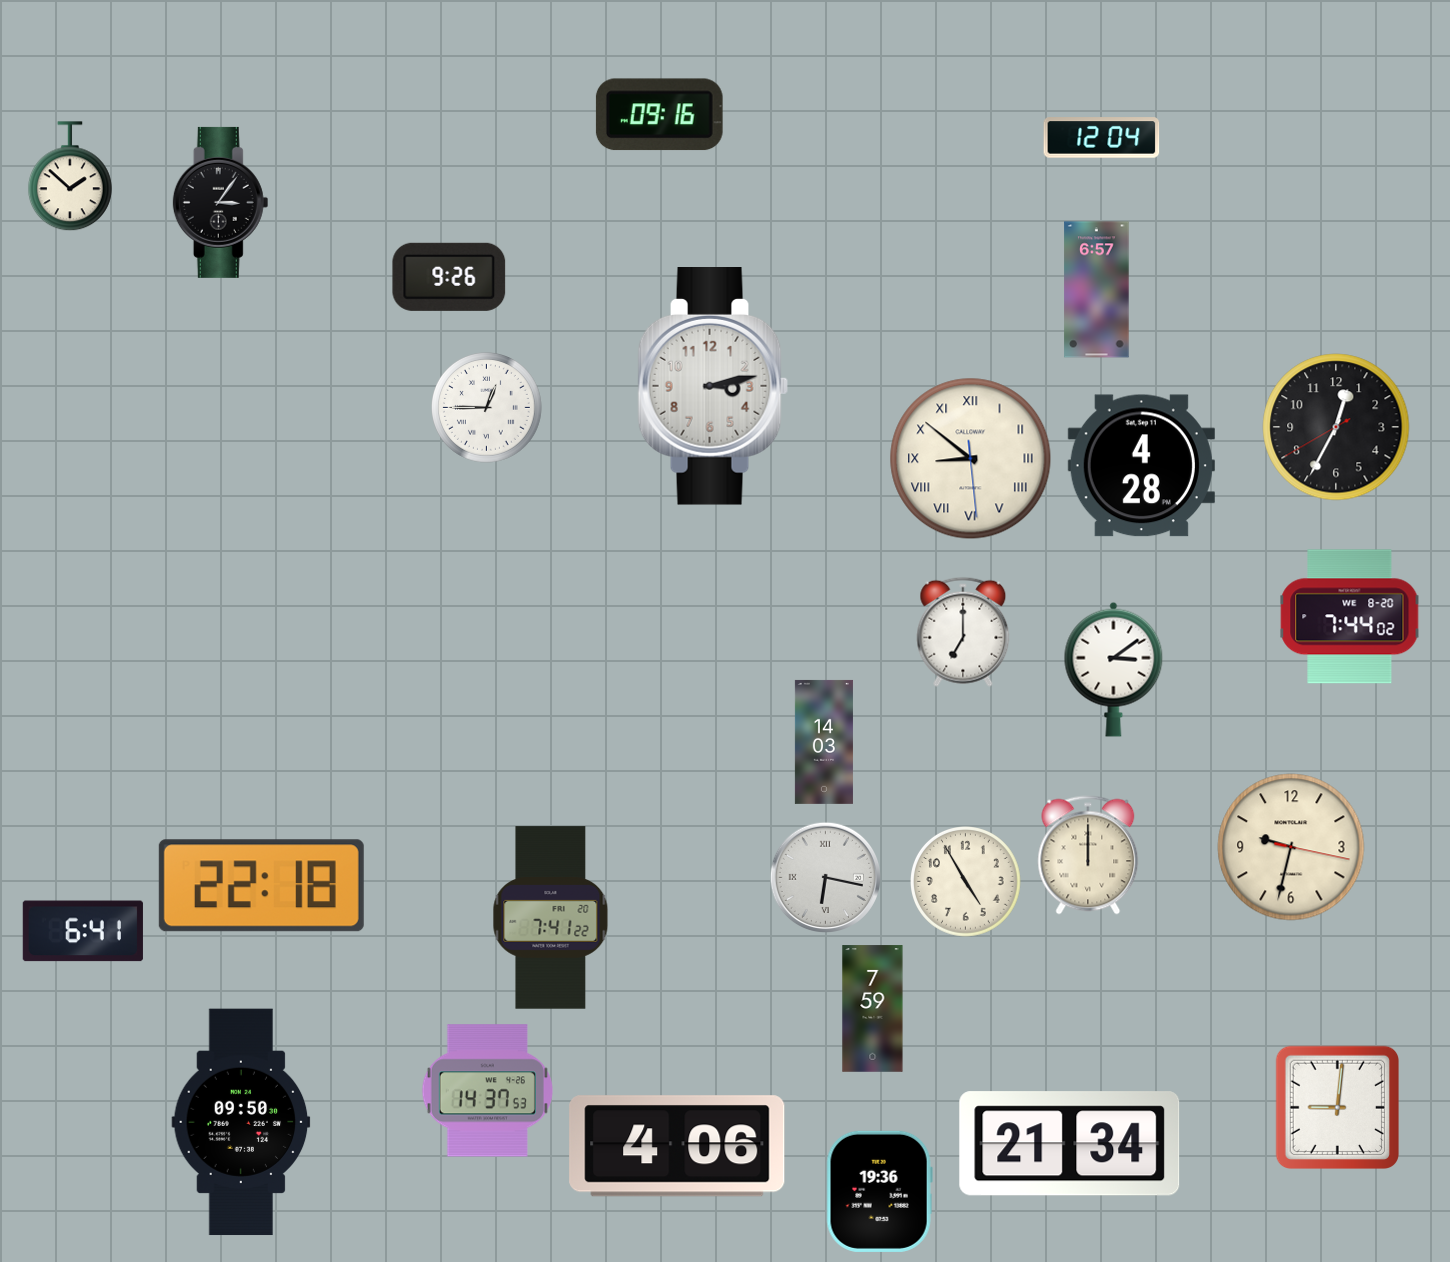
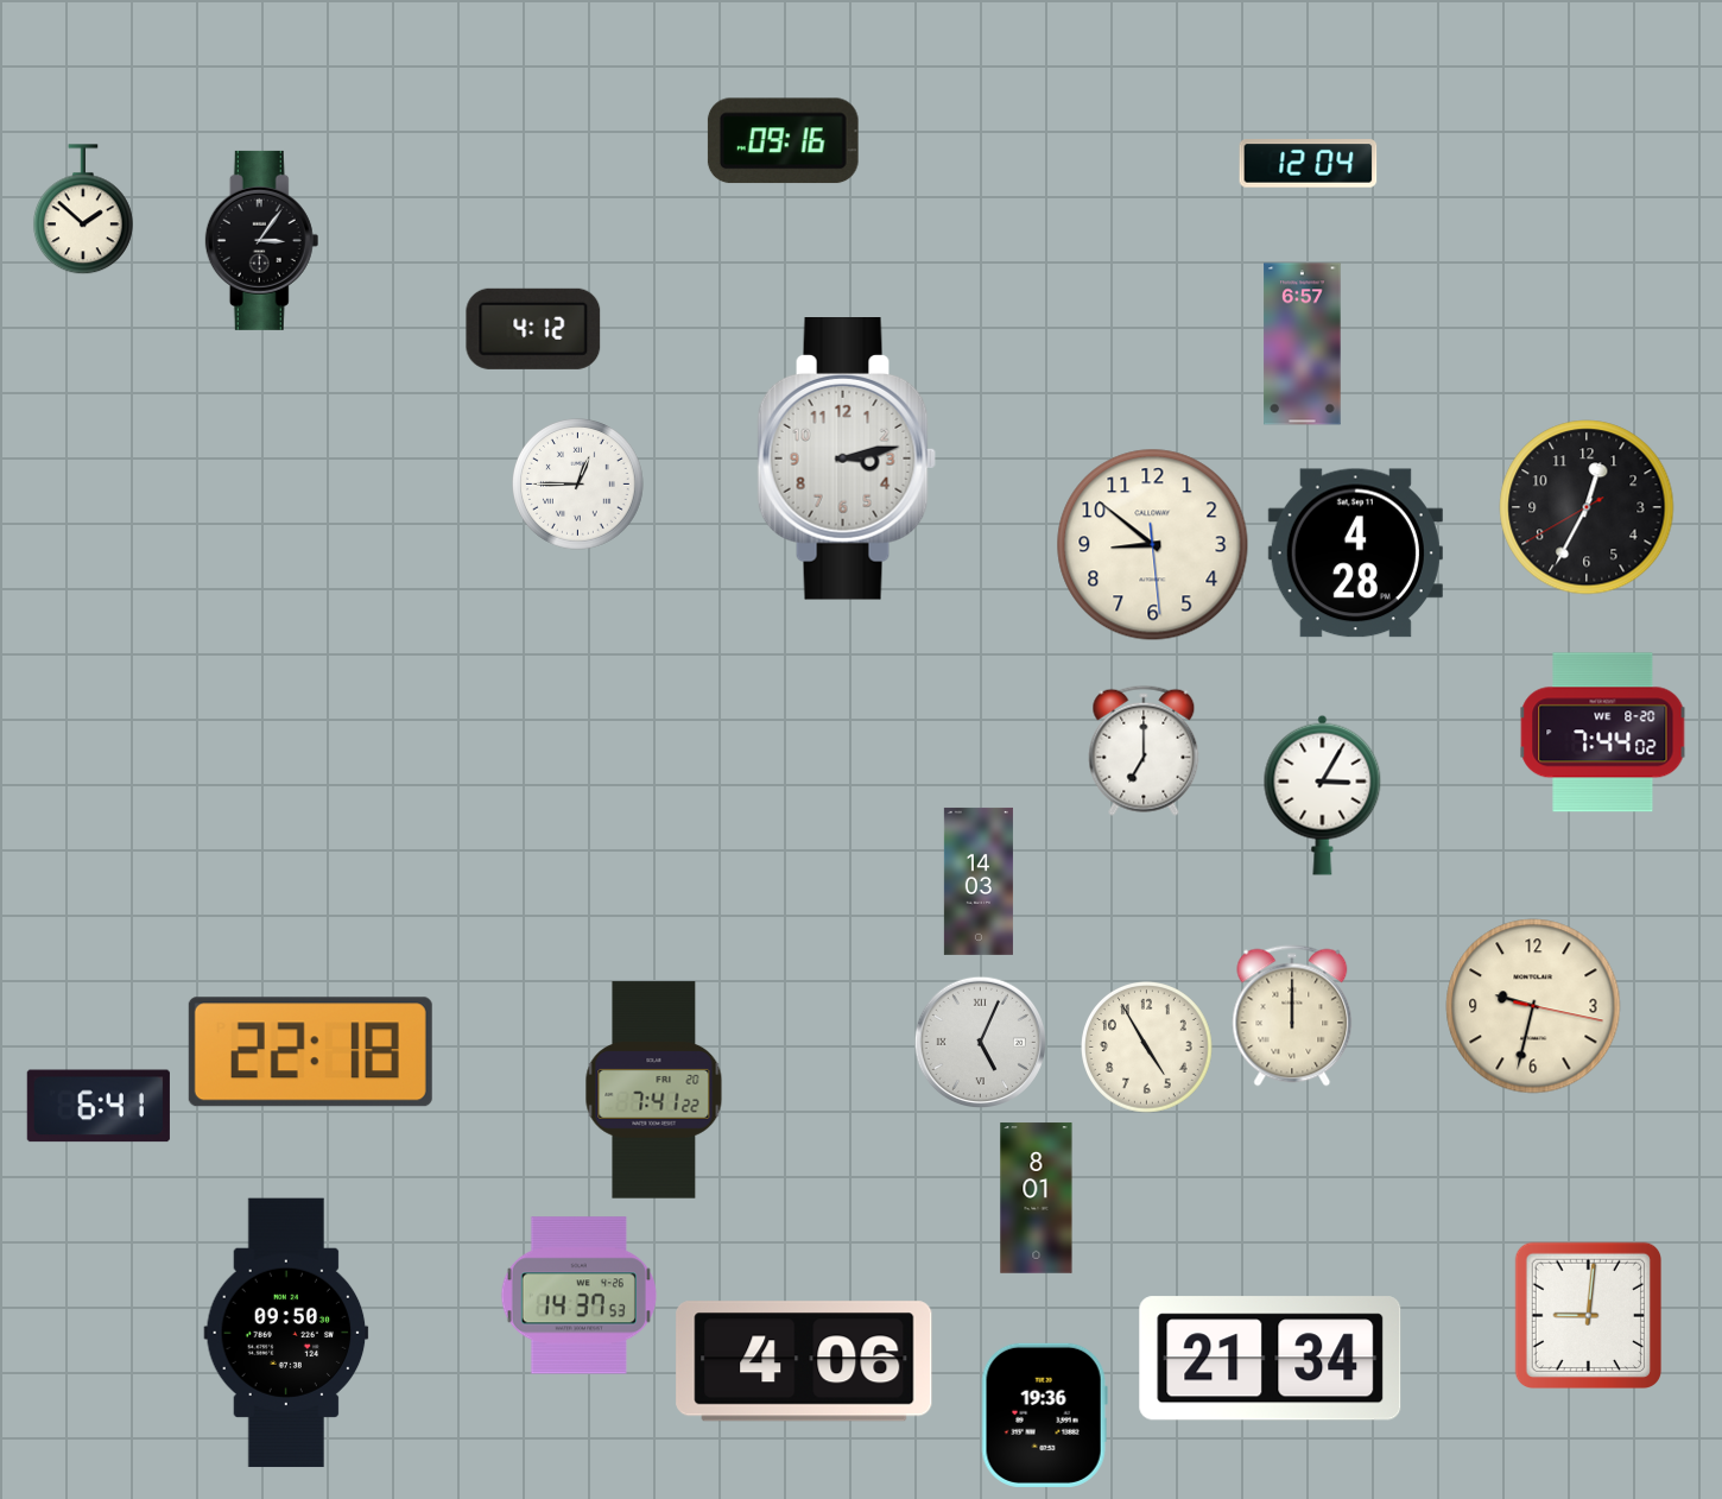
clock at (659, 115) position: (659, 115) -> (783, 141)
clock at (449, 277): 9:26 -> 4:12
clock at (971, 459) numerals: Roman -> Arabic
clock at (1114, 669): 3:09 -> 3:05
clock at (825, 877): 6:17 -> 5:04
clock at (873, 1009): 7:59 -> 8:01
